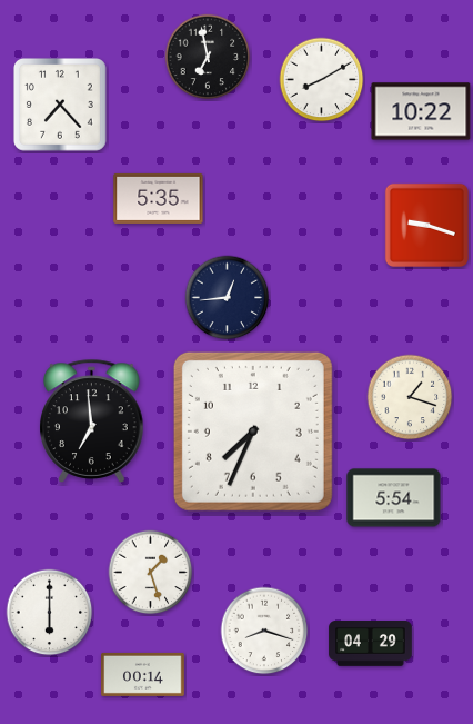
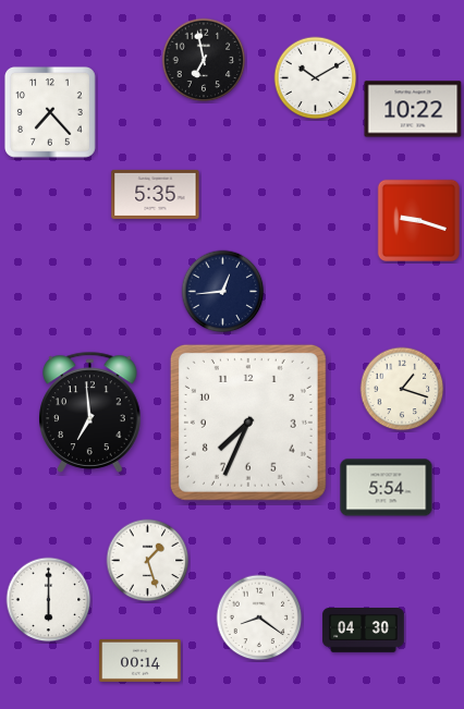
clock at (208, 57) position: (208, 57) -> (204, 60)
clock at (322, 80): 8:10 -> 10:10
clock at (60, 105) position: (60, 105) -> (50, 112)
clock at (264, 631): 8:18 -> 8:21
clock at (371, 644): 04:29 -> 04:30
